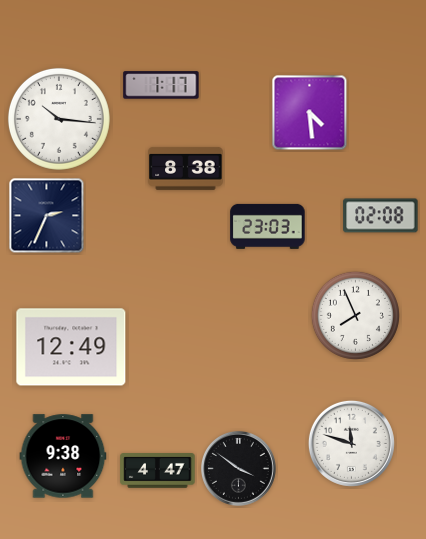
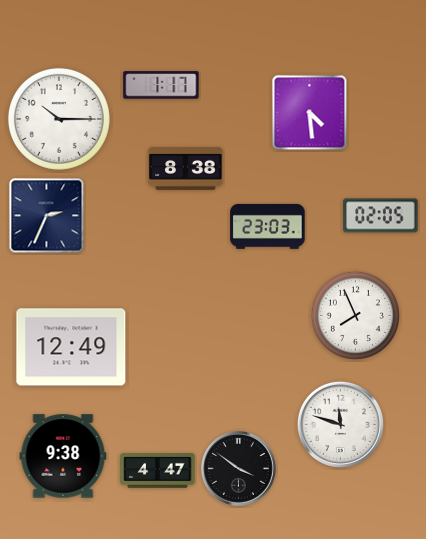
clock at (59, 119): 10:16 -> 10:15
clock at (381, 216): 02:08 -> 02:05
clock at (351, 443) position: (351, 443) -> (340, 424)
